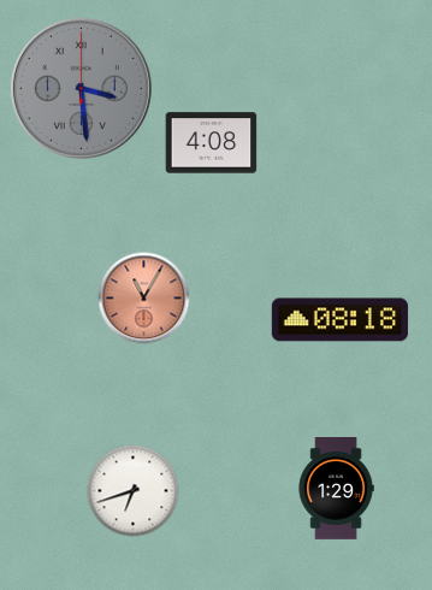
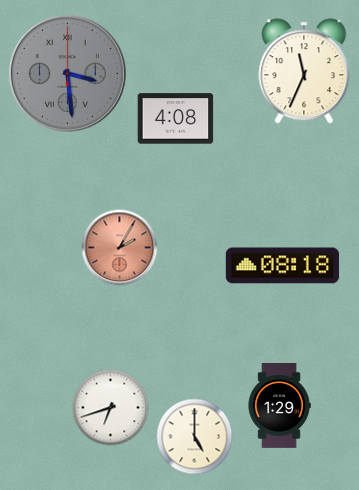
clock at (304, 71): none -> 11:34
clock at (144, 299): 11:05 -> 2:05
clock at (195, 437): none -> 5:00
